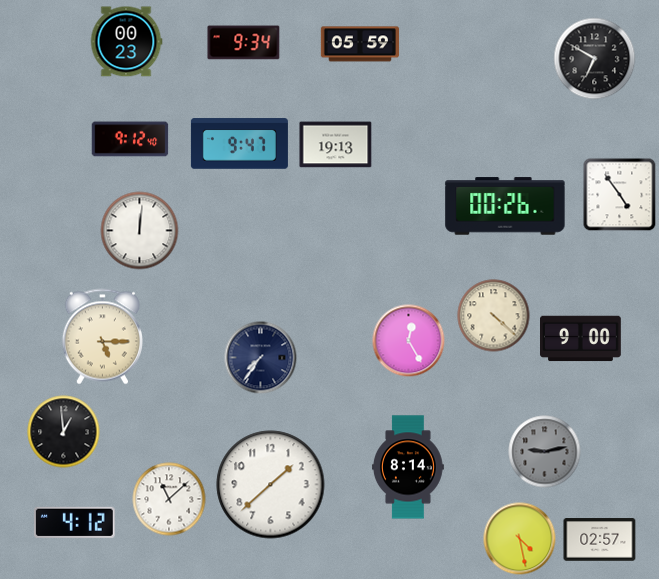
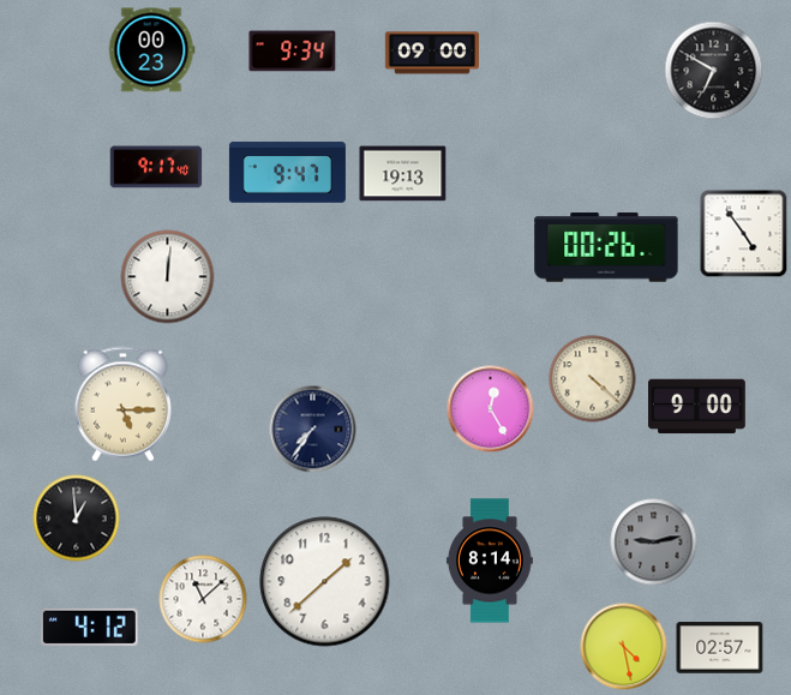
clock at (360, 44): 05:59 -> 09:00
clock at (130, 139): 9:12 -> 9:17
